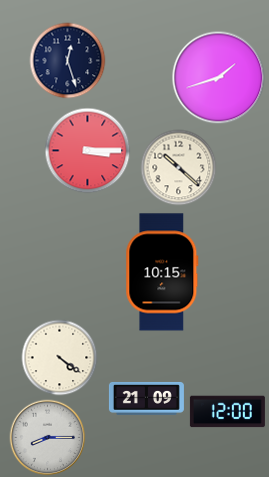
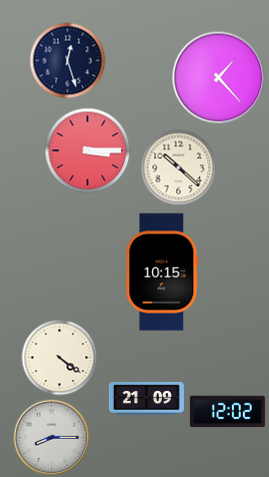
clock at (219, 78): 1:42 -> 1:23
clock at (227, 412): 12:00 -> 12:02
clock at (48, 438) position: (48, 438) -> (52, 438)
